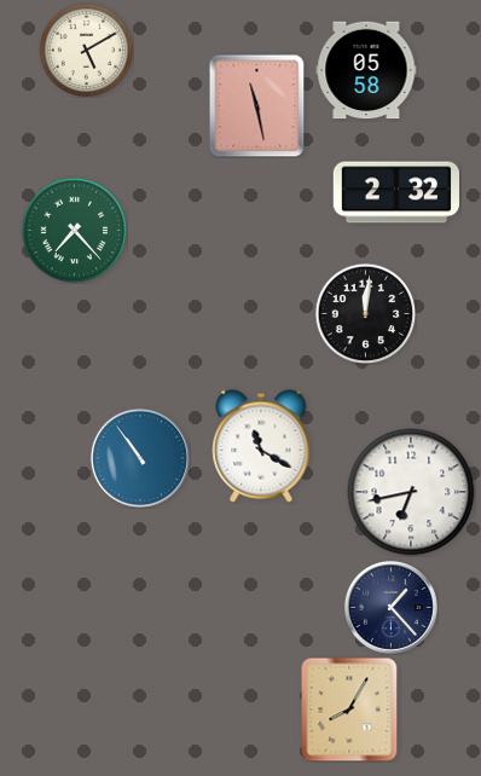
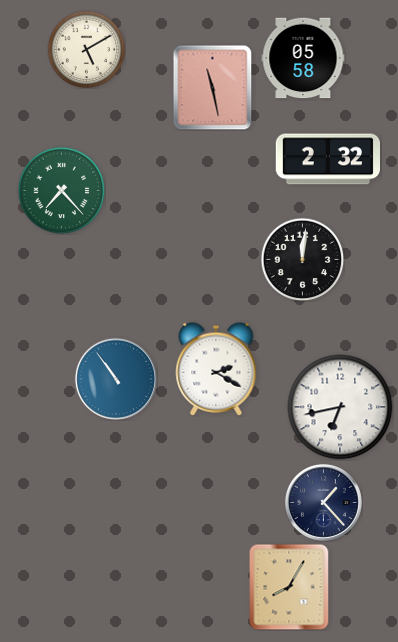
clock at (86, 50) position: (86, 50) -> (86, 49)
clock at (261, 446): 11:20 -> 2:20
